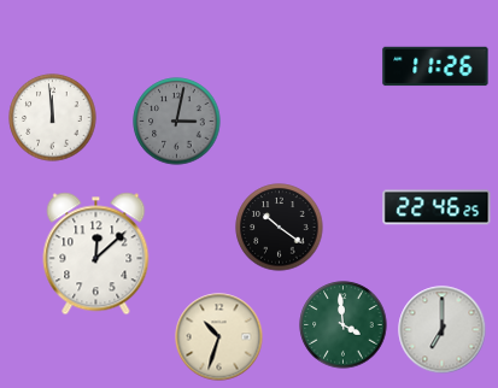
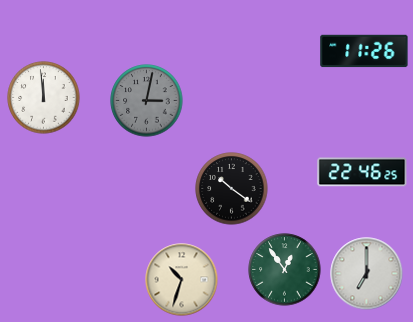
clock at (435, 66) position: (435, 66) -> (364, 51)
clock at (96, 254): 12:08 -> none
clock at (344, 325): 3:59 -> 12:54
